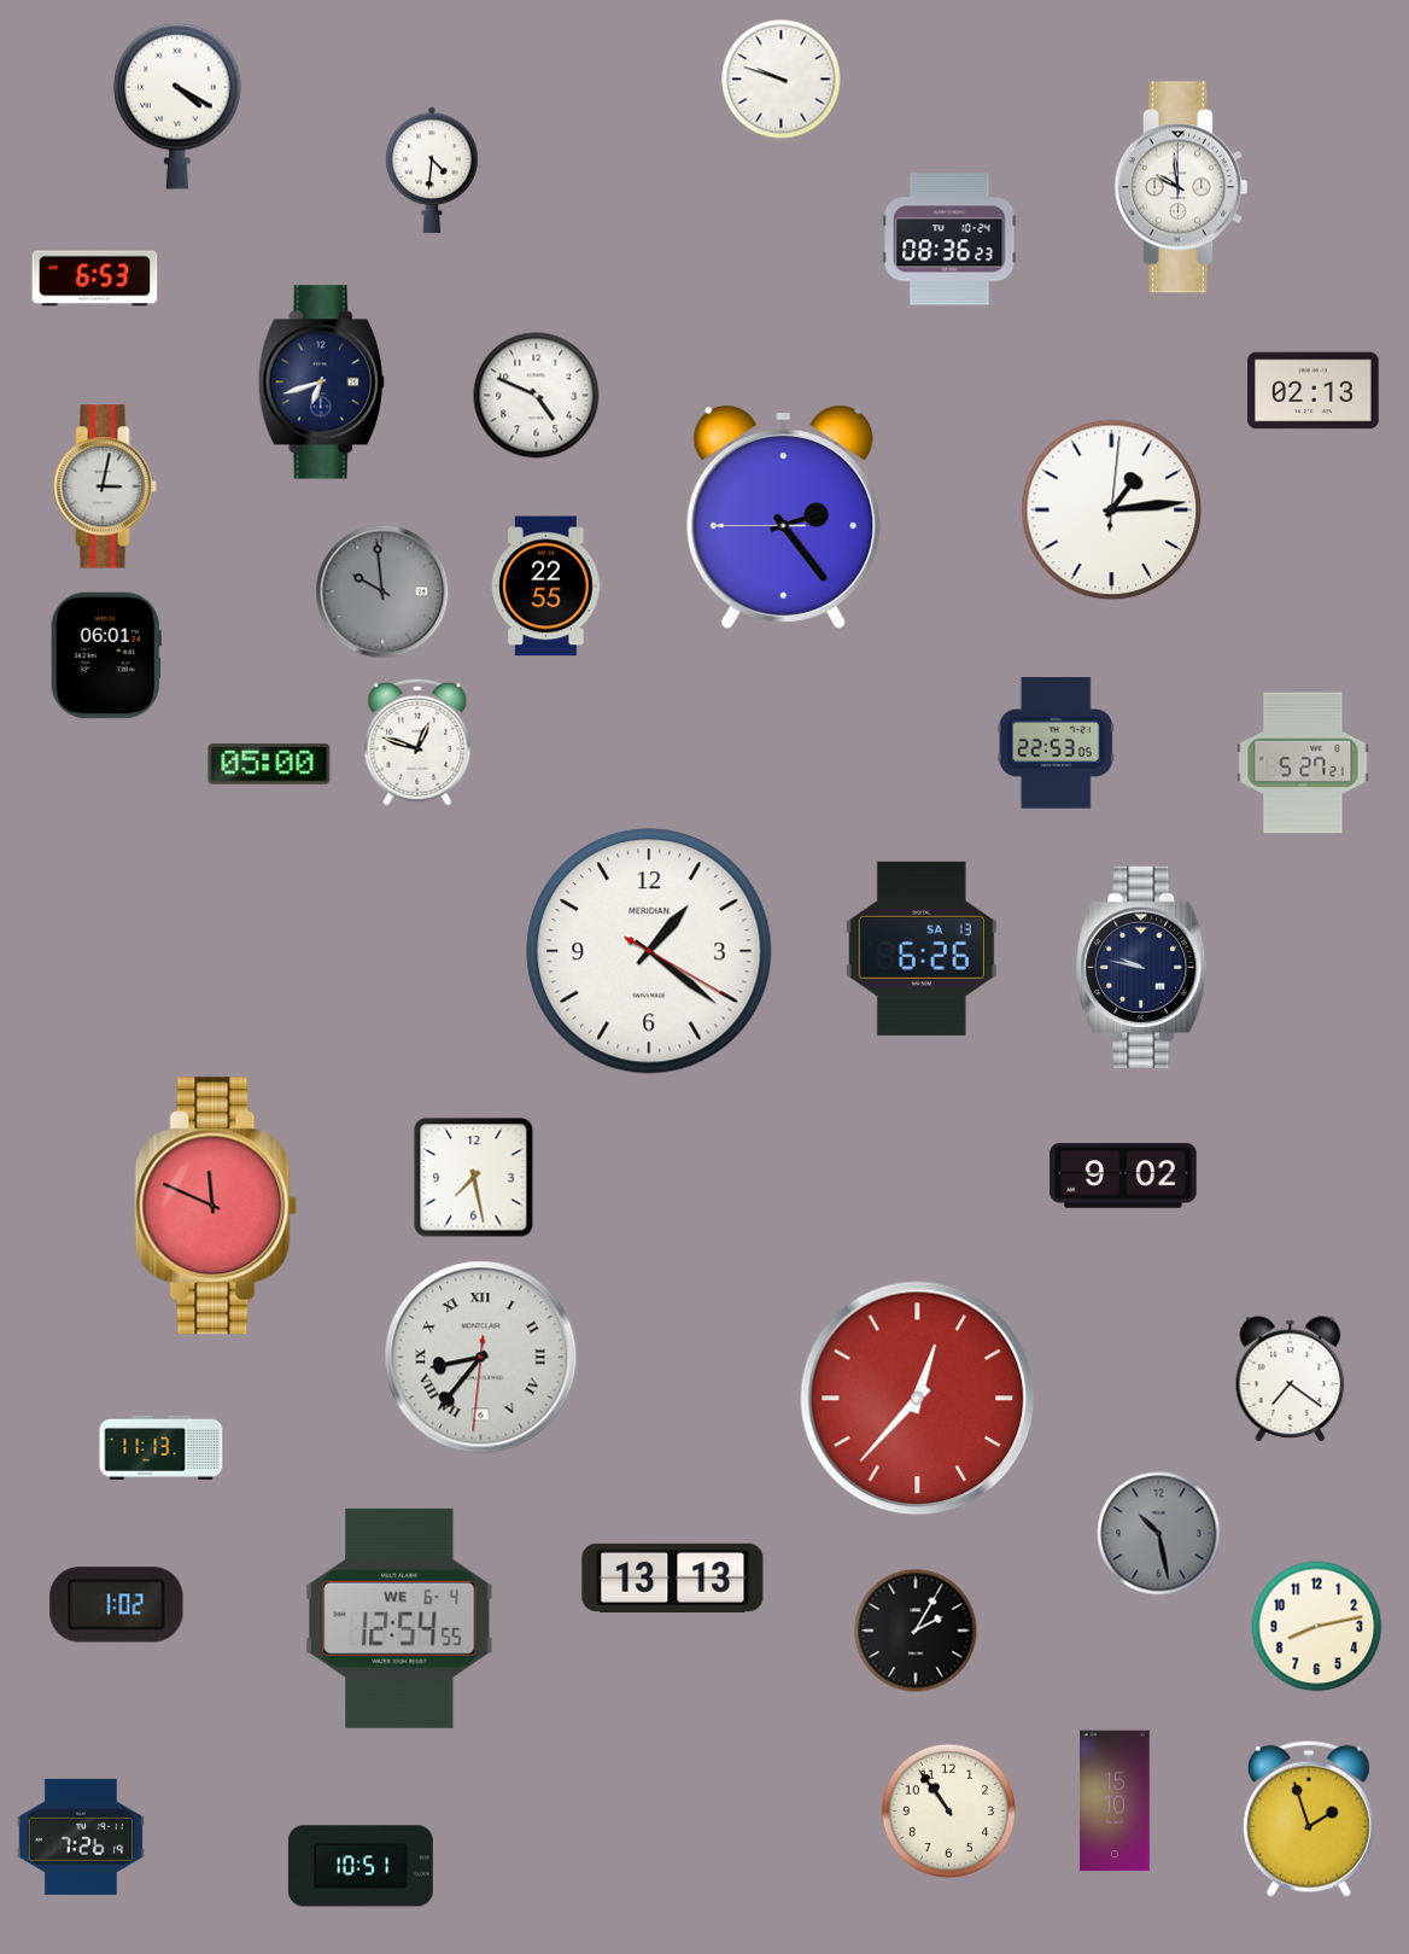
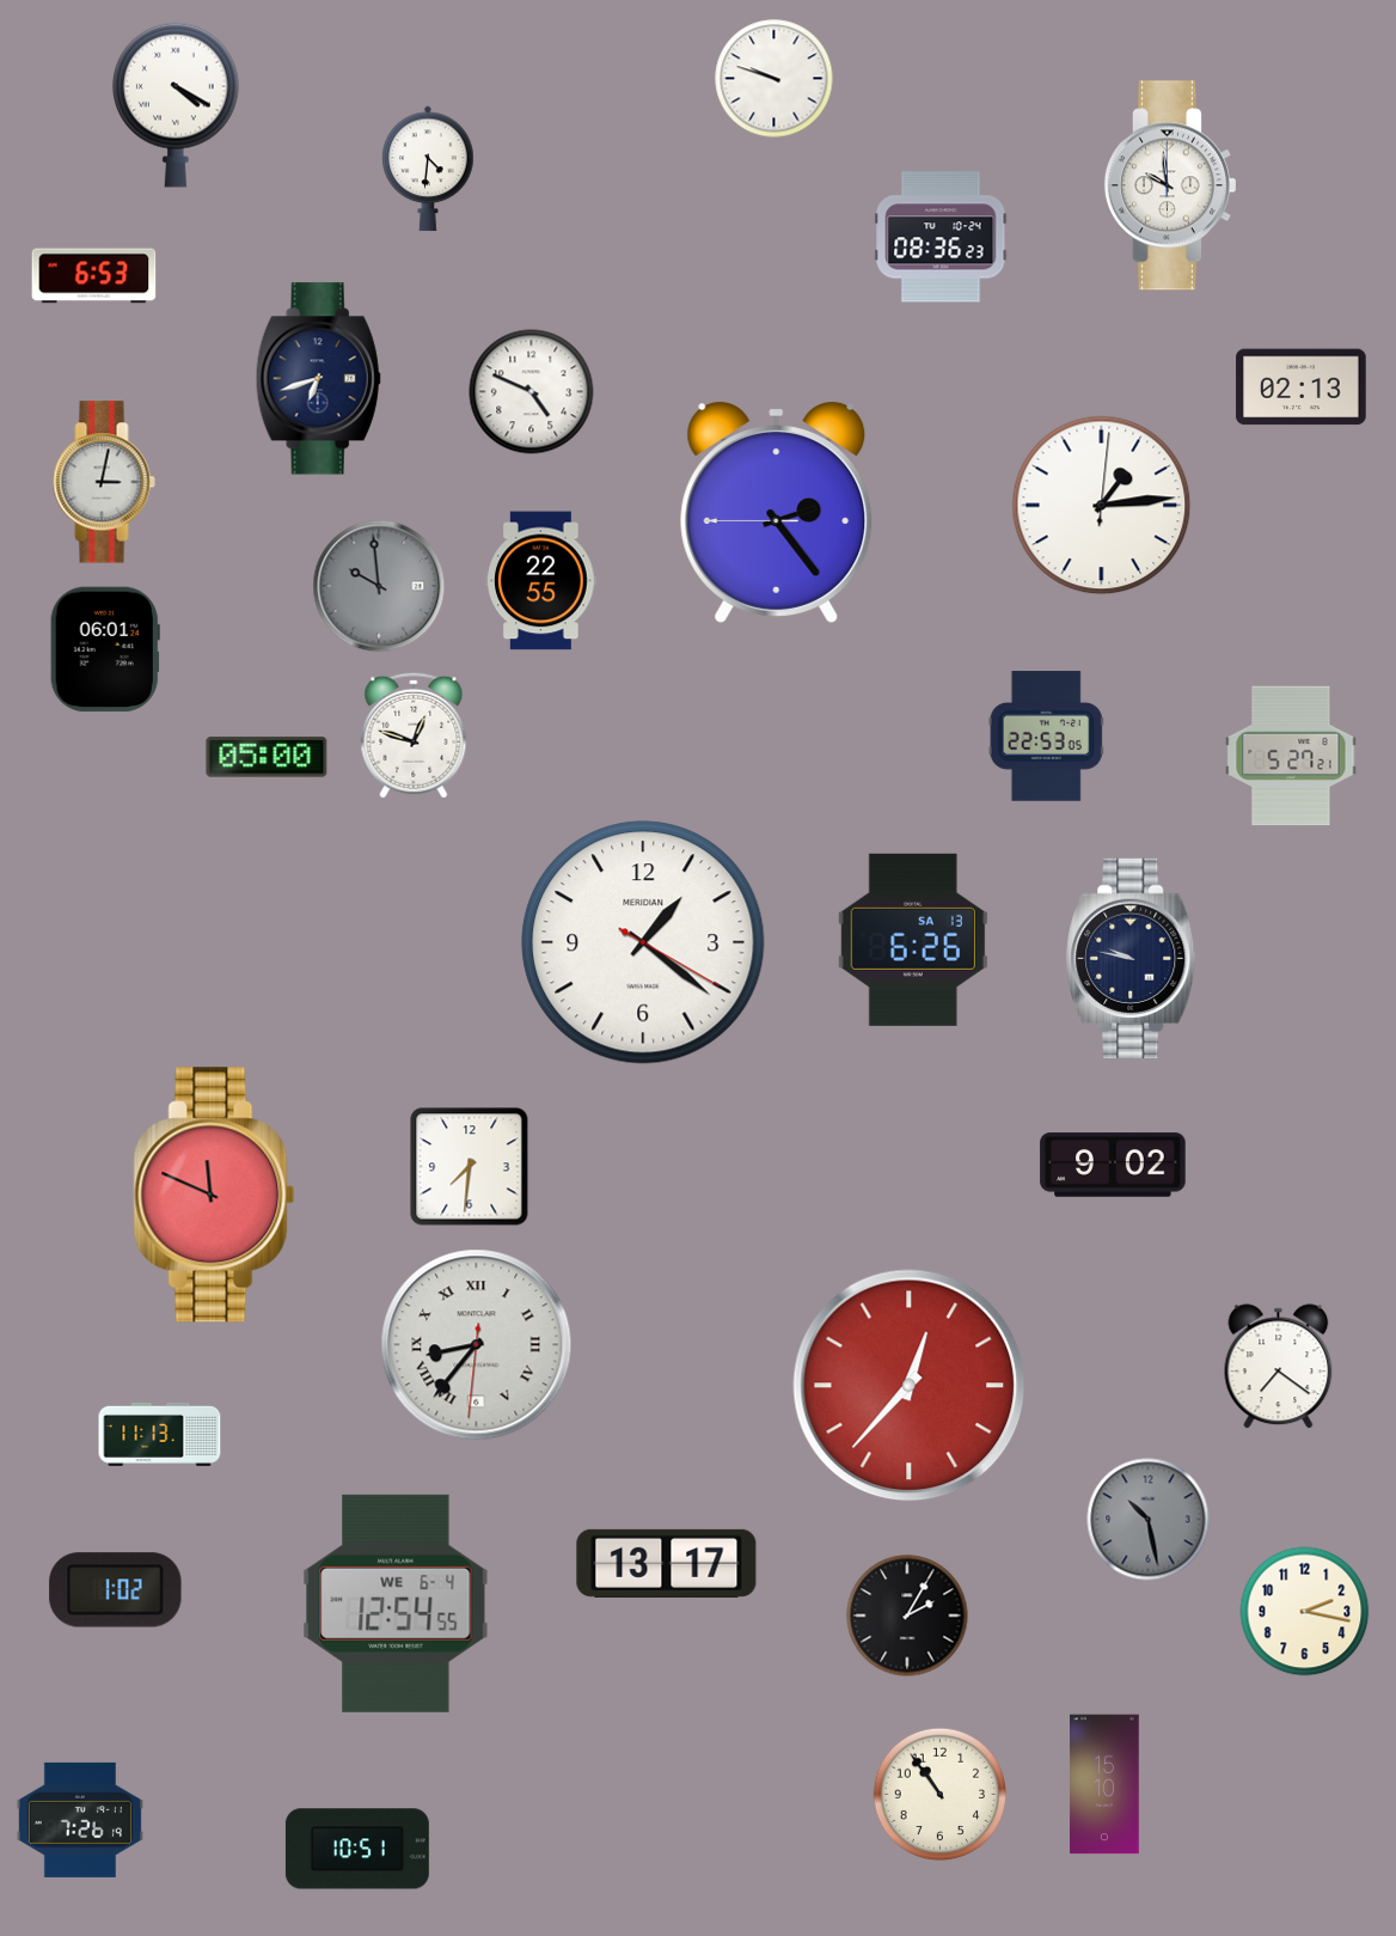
clock at (474, 1178): 7:28 -> 7:31
clock at (673, 1577): 13:13 -> 13:17
clock at (1317, 1627): 8:13 -> 2:17
clock at (1309, 1819): 1:57 -> none
